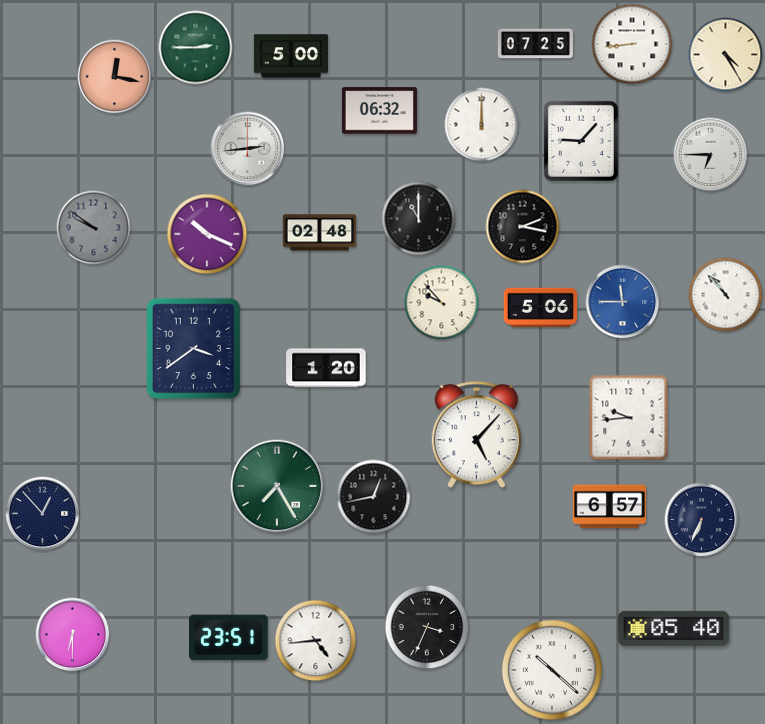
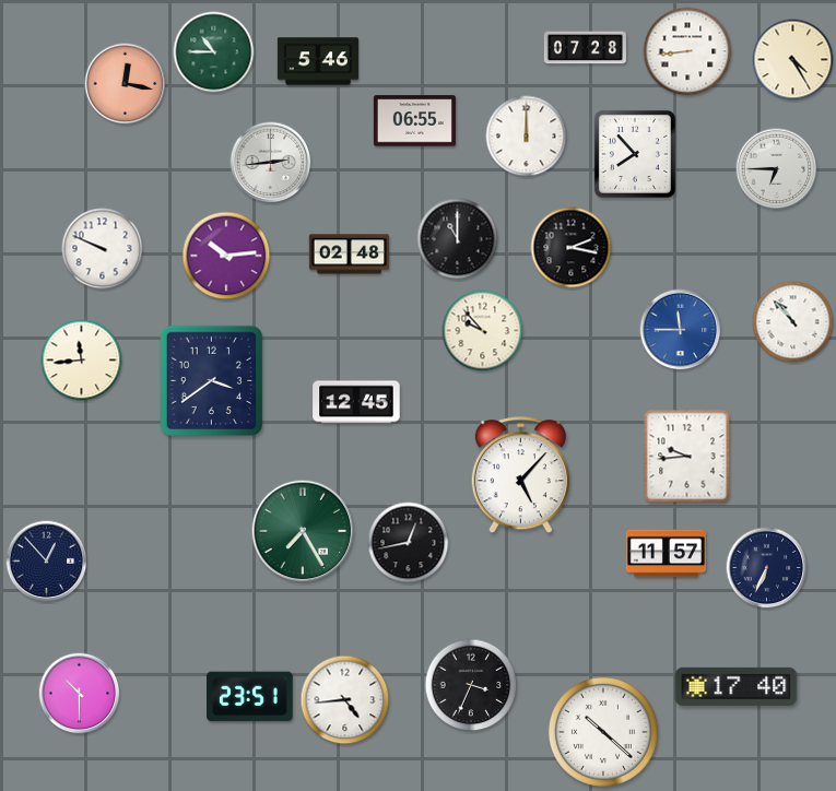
clock at (535, 44): 07:25 -> 07:28
clock at (632, 44) position: (632, 44) -> (687, 51)
clock at (196, 48): 2:45 -> 10:45
clock at (291, 56): 5:00 -> 5:46
clock at (379, 111): 06:32 -> 06:55
clock at (581, 141): 9:07 -> 7:53
clock at (94, 228): 9:51 -> 9:49
clock at (94, 228) dial: grey -> white
clock at (207, 234): 10:19 -> 10:14
clock at (541, 307): 5:06 -> none
clock at (82, 361): none -> 11:44
clock at (326, 368): 1:20 -> 12:45
clock at (610, 507): 6:57 -> 11:57
clock at (427, 627) position: (427, 627) -> (471, 685)
clock at (674, 628): 05:40 -> 17:40
clock at (73, 635): 6:30 -> 10:30
